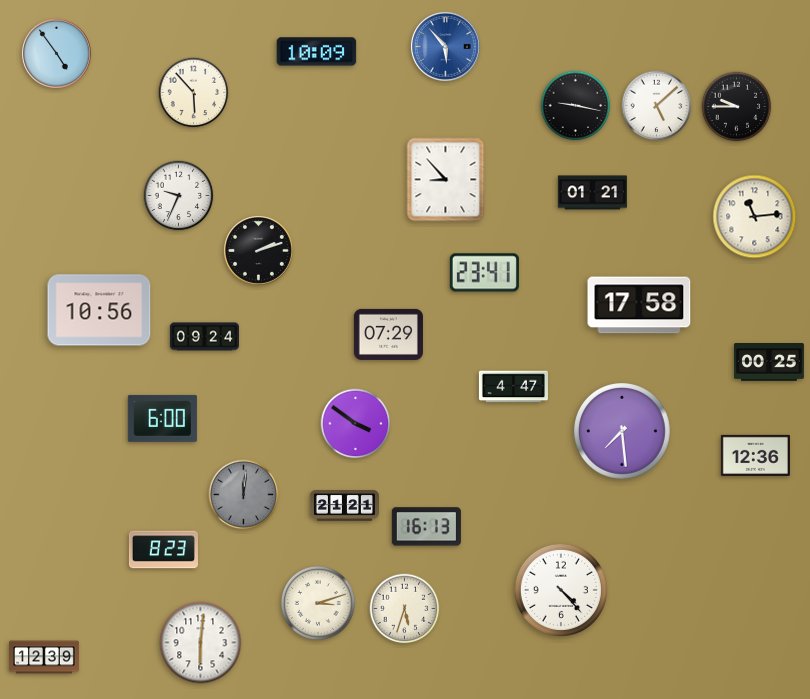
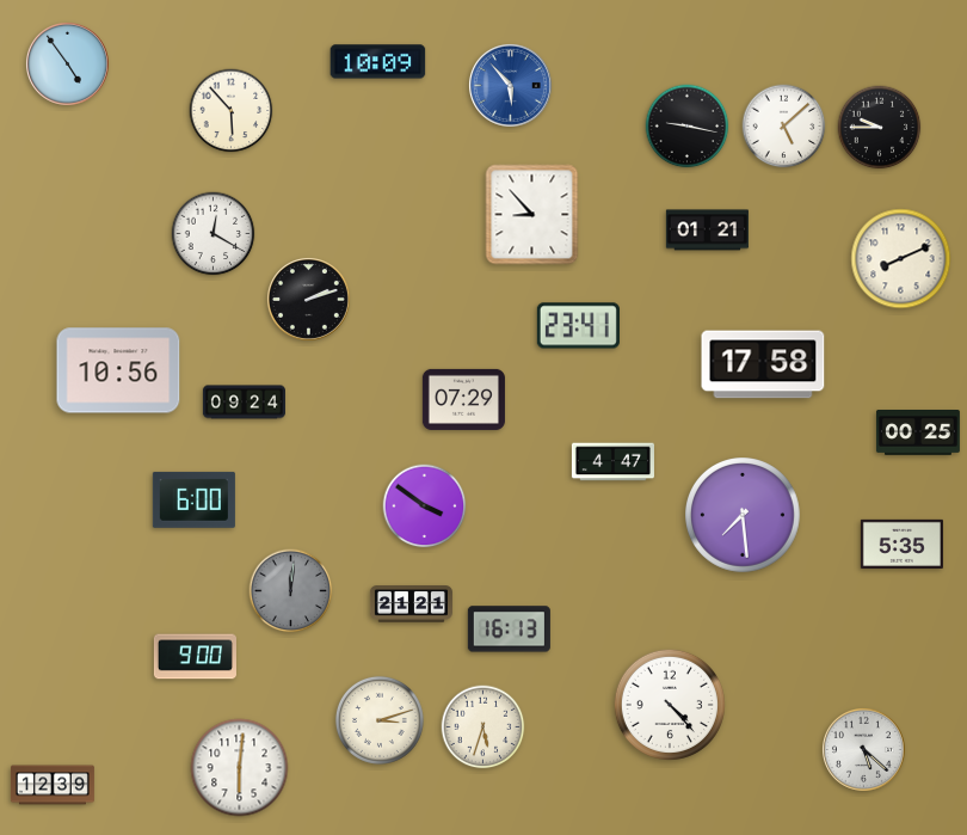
clock at (445, 46) position: (445, 46) -> (510, 85)
clock at (179, 196): 9:34 -> 12:20
clock at (755, 217): 11:14 -> 8:11
clock at (755, 455): 12:36 -> 5:35
clock at (163, 550): 8:23 -> 9:00
clock at (863, 749): none -> 5:22
